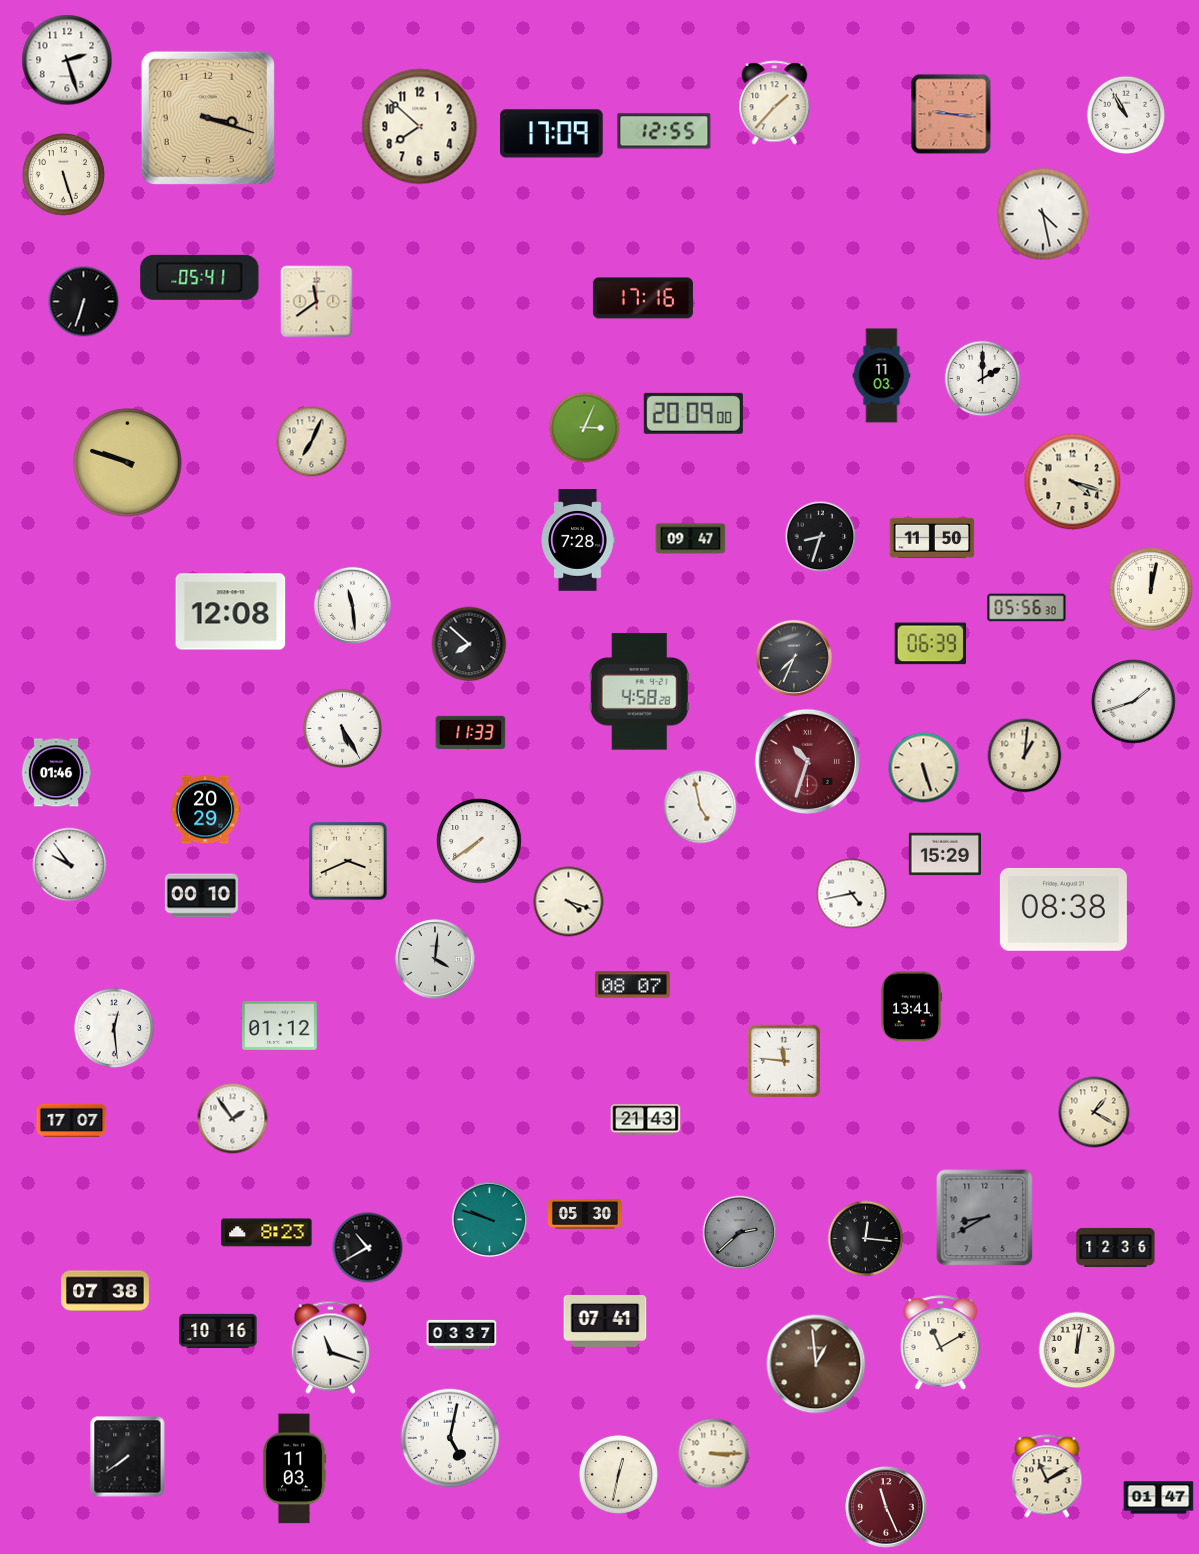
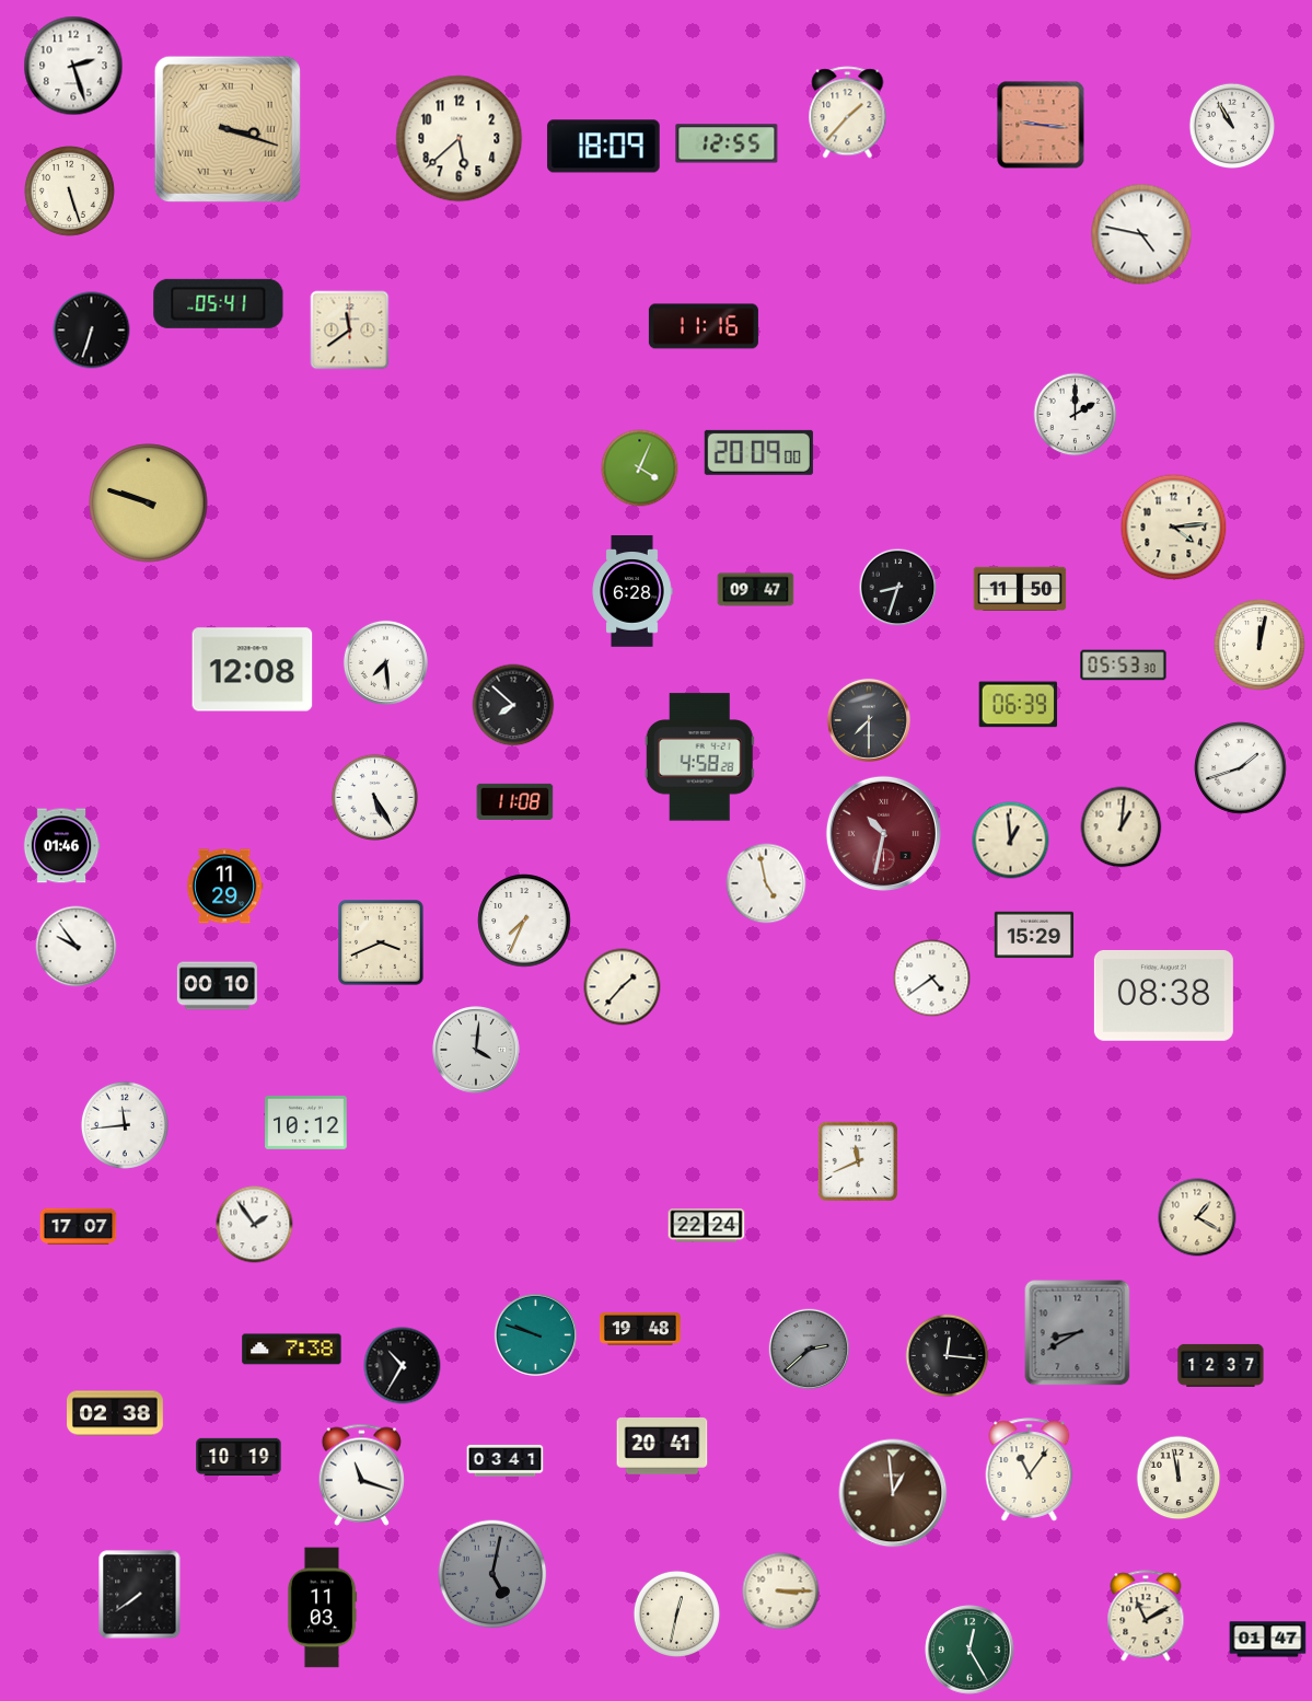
clock at (208, 118) numerals: Arabic -> Roman
clock at (420, 127): 7:52 -> 5:38
clock at (552, 134): 17:09 -> 18:09
clock at (1043, 214): 4:28 -> 4:47
clock at (643, 298): 17:16 -> 11:16
clock at (317, 302) position: (317, 302) -> (350, 331)
clock at (882, 376): 11:03 -> none
clock at (585, 428): 3:04 -> 4:04
clock at (312, 442): 7:04 -> none
clock at (128, 463) position: (128, 463) -> (149, 504)
clock at (1073, 482): 4:18 -> 4:14
clock at (578, 540): 7:28 -> 6:28
clock at (352, 605): 11:29 -> 7:29
clock at (1027, 608): 05:56 -> 05:53
clock at (794, 658): 7:34 -> 7:30
clock at (471, 732): 11:33 -> 11:08
clock at (807, 761): 10:33 -> 10:32
clock at (924, 768): 5:27 -> 12:59
clock at (205, 810): 20:29 -> 11:29
clock at (479, 841): 7:39 -> 7:34
clock at (852, 894): 4:43 -> 4:39
clock at (201, 896) position: (201, 896) -> (217, 986)
clock at (569, 902): 4:18 -> 1:37
clock at (633, 985): 08:07 -> none
clock at (911, 1007): 13:41 -> none
clock at (280, 1025): 01:12 -> 10:12
clock at (114, 1028): 12:29 -> 11:44
clock at (783, 1060): 11:46 -> 11:41
clock at (646, 1120): 21:43 -> 22:24
clock at (585, 1214): 05:30 -> 19:48
clock at (267, 1233): 8:23 -> 7:38
clock at (1116, 1247): 12:36 -> 12:37
clock at (368, 1248): 10:40 -> 10:35
clock at (106, 1291): 07:38 -> 02:38
clock at (605, 1322): 07:41 -> 20:41
clock at (218, 1330): 10:16 -> 10:19
clock at (462, 1334): 03:37 -> 03:41
clock at (941, 1343): 11:10 -> 11:06
clock at (1077, 1350): 12:02 -> 11:58
clock at (450, 1438) dial: white -> grey
clock at (886, 1507): 11:26 -> 12:25
clock at (886, 1507) dial: burgundy -> green
